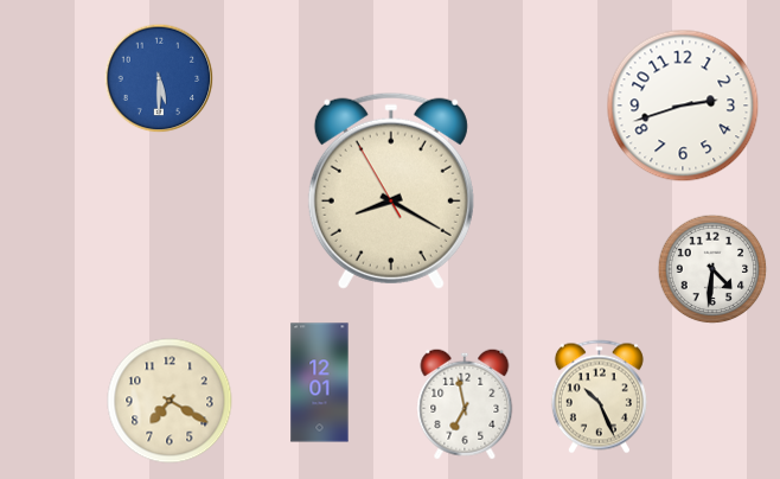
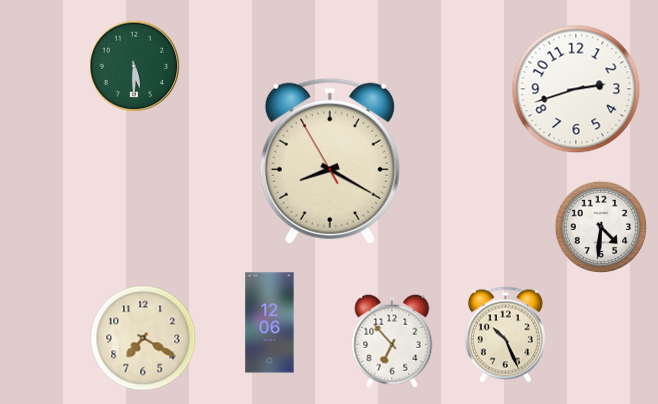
clock at (159, 78) dial: blue -> green
clock at (320, 383): 12:01 -> 12:06
clock at (465, 404): 6:58 -> 6:53
